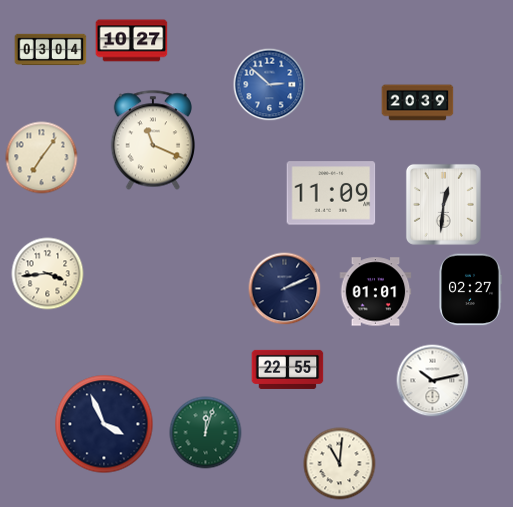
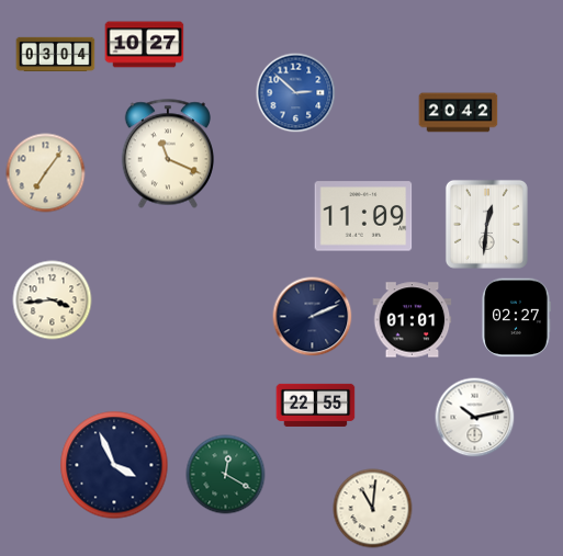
clock at (418, 103): 20:39 -> 20:42
clock at (331, 193) position: (331, 193) -> (363, 216)
clock at (206, 433): 12:03 -> 12:20
